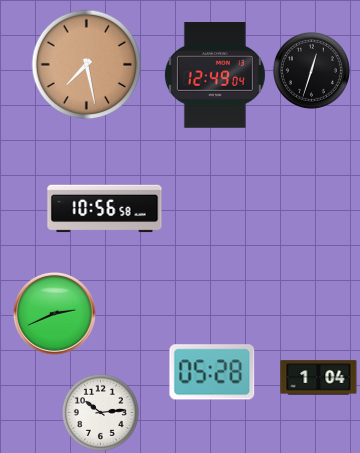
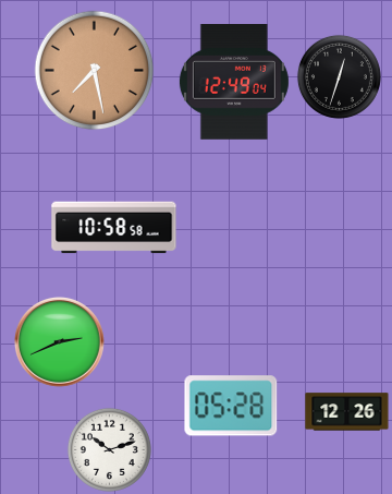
clock at (105, 209): 10:56 -> 10:58
clock at (319, 378): 1:04 -> 12:26
clock at (100, 412): 10:14 -> 10:12
